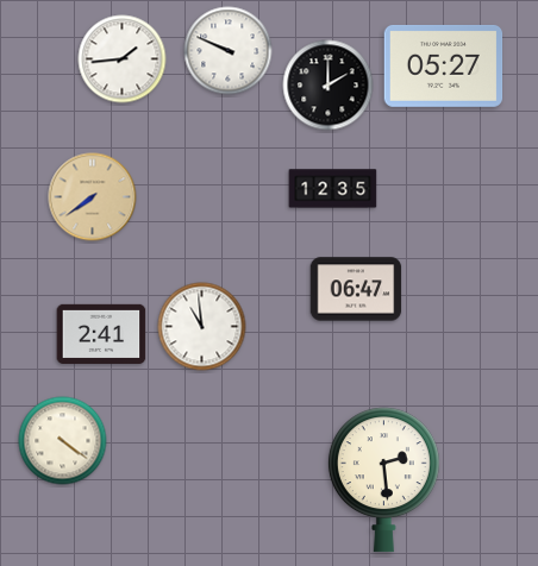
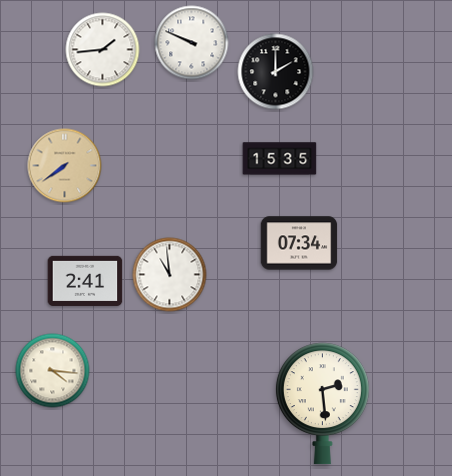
clock at (444, 65): 05:27 -> none
clock at (333, 189): 12:35 -> 15:35
clock at (93, 197) position: (93, 197) -> (65, 166)
clock at (356, 289): 06:47 -> 07:34
clock at (63, 441): 4:21 -> 4:16
